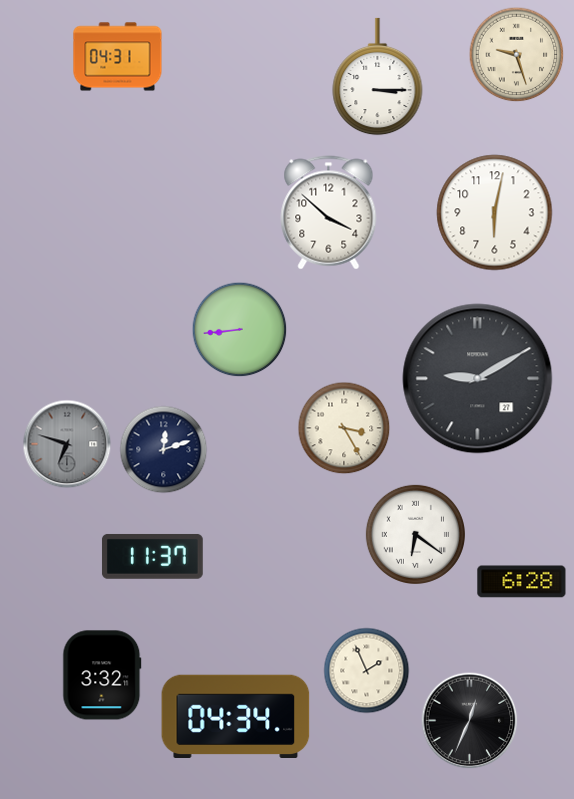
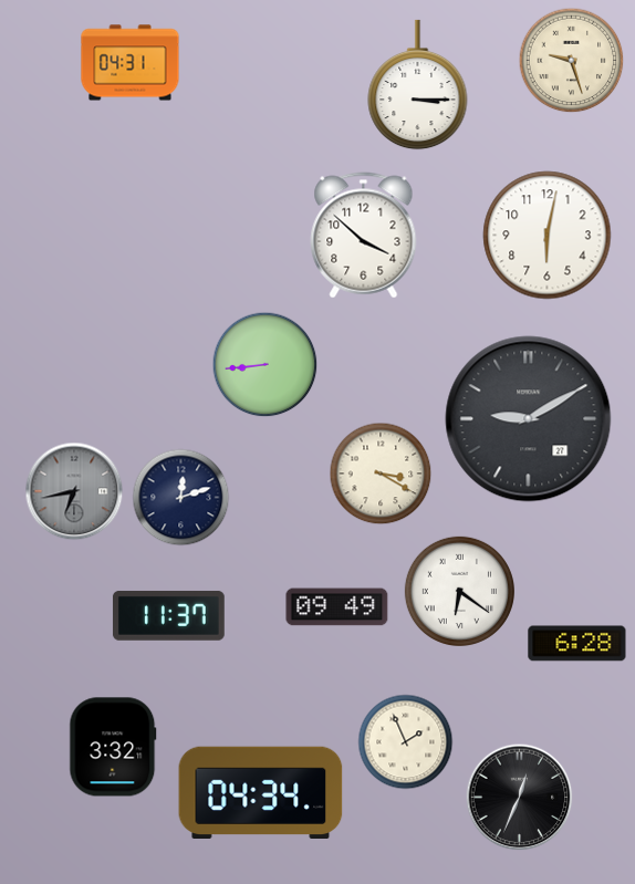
clock at (344, 428): 3:25 -> 3:20
clock at (67, 444): 6:48 -> 6:43
clock at (337, 607): none -> 09:49
